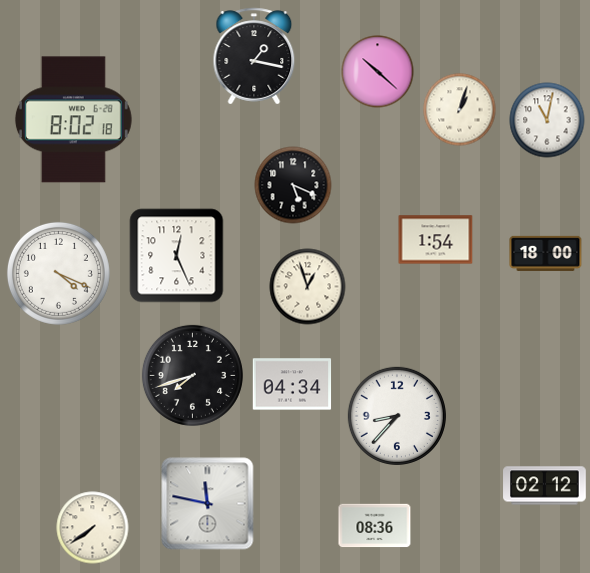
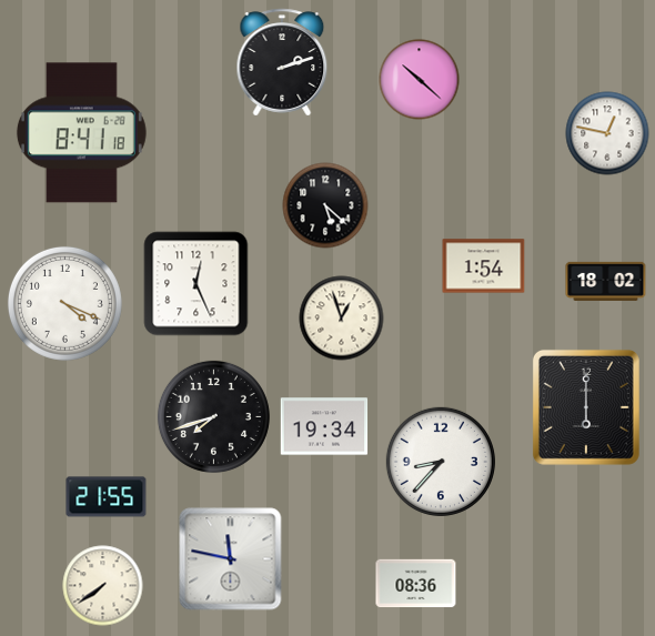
clock at (254, 56): 1:17 -> 2:12
clock at (460, 110): 1:03 -> none
clock at (73, 120): 8:02 -> 8:41
clock at (547, 120): 11:02 -> 12:47
clock at (293, 185): 5:19 -> 5:22
clock at (546, 253): 18:00 -> 18:02
clock at (586, 407): none -> 6:00
clock at (292, 384): 04:34 -> 19:34
clock at (107, 497): none -> 21:55
clock at (545, 486): 02:12 -> none
